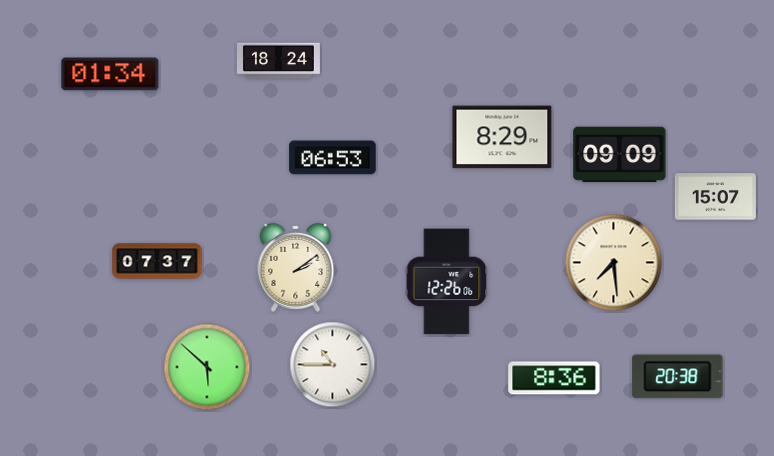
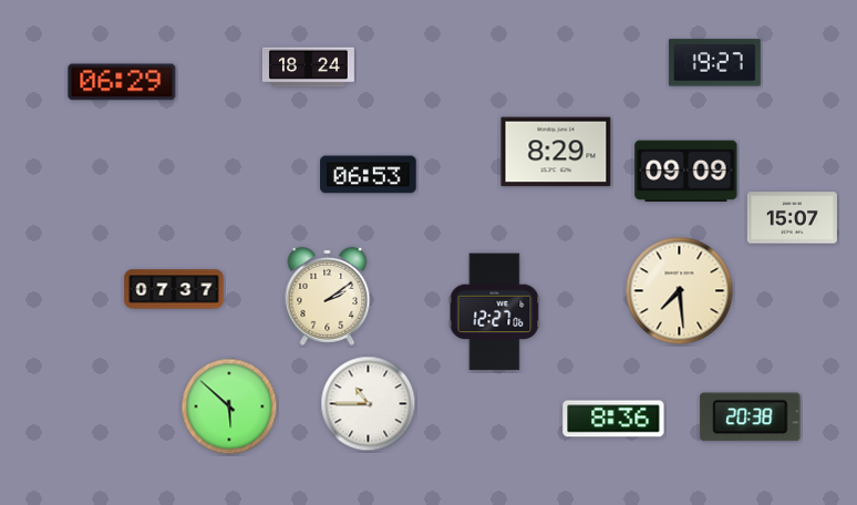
clock at (714, 63): none -> 19:27
clock at (110, 74): 01:34 -> 06:29
clock at (447, 282): 12:26 -> 12:27
